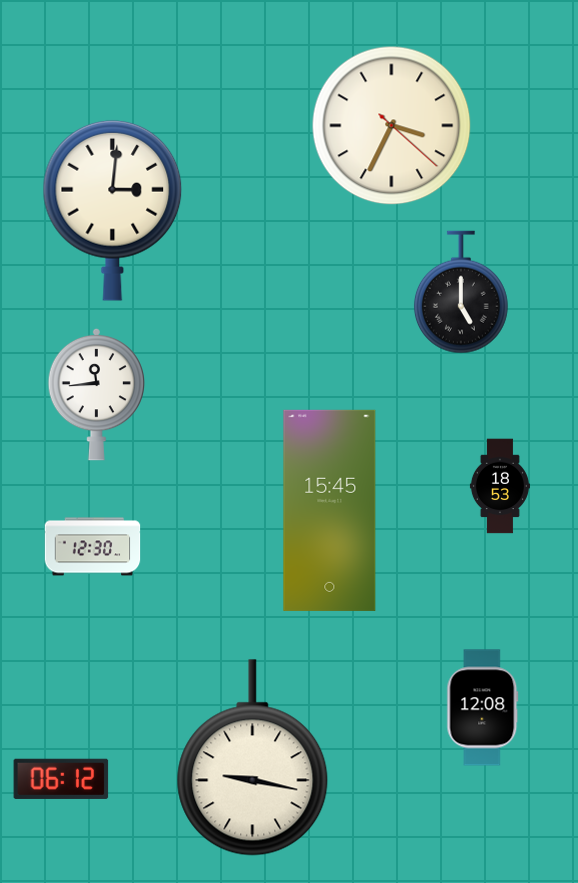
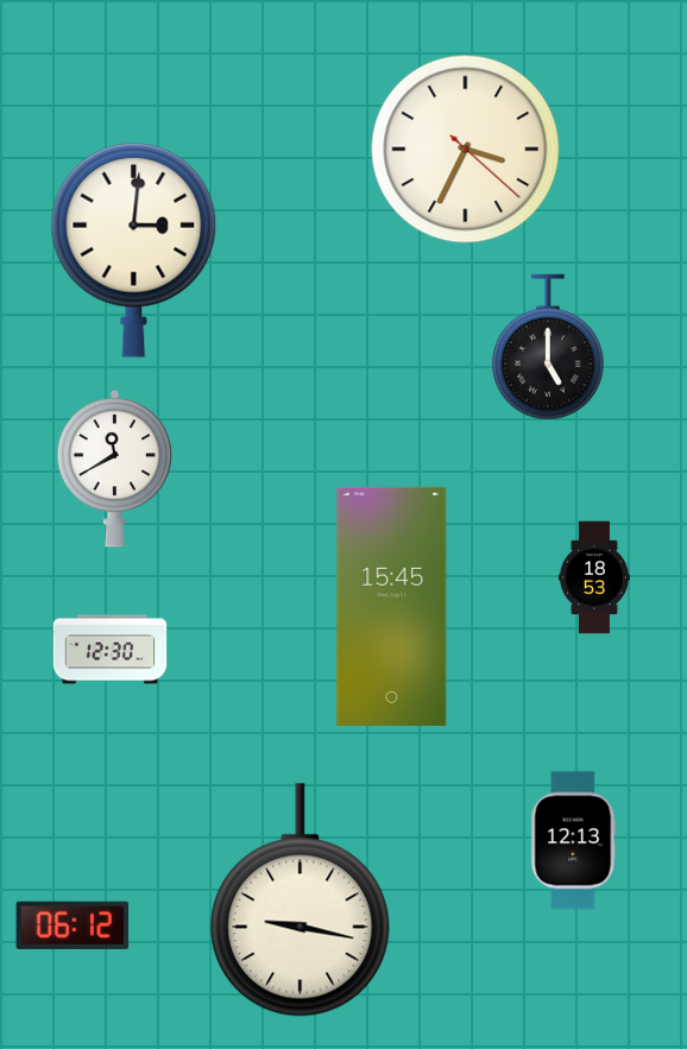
clock at (96, 394): 11:44 -> 11:40
clock at (483, 708): 12:08 -> 12:13
